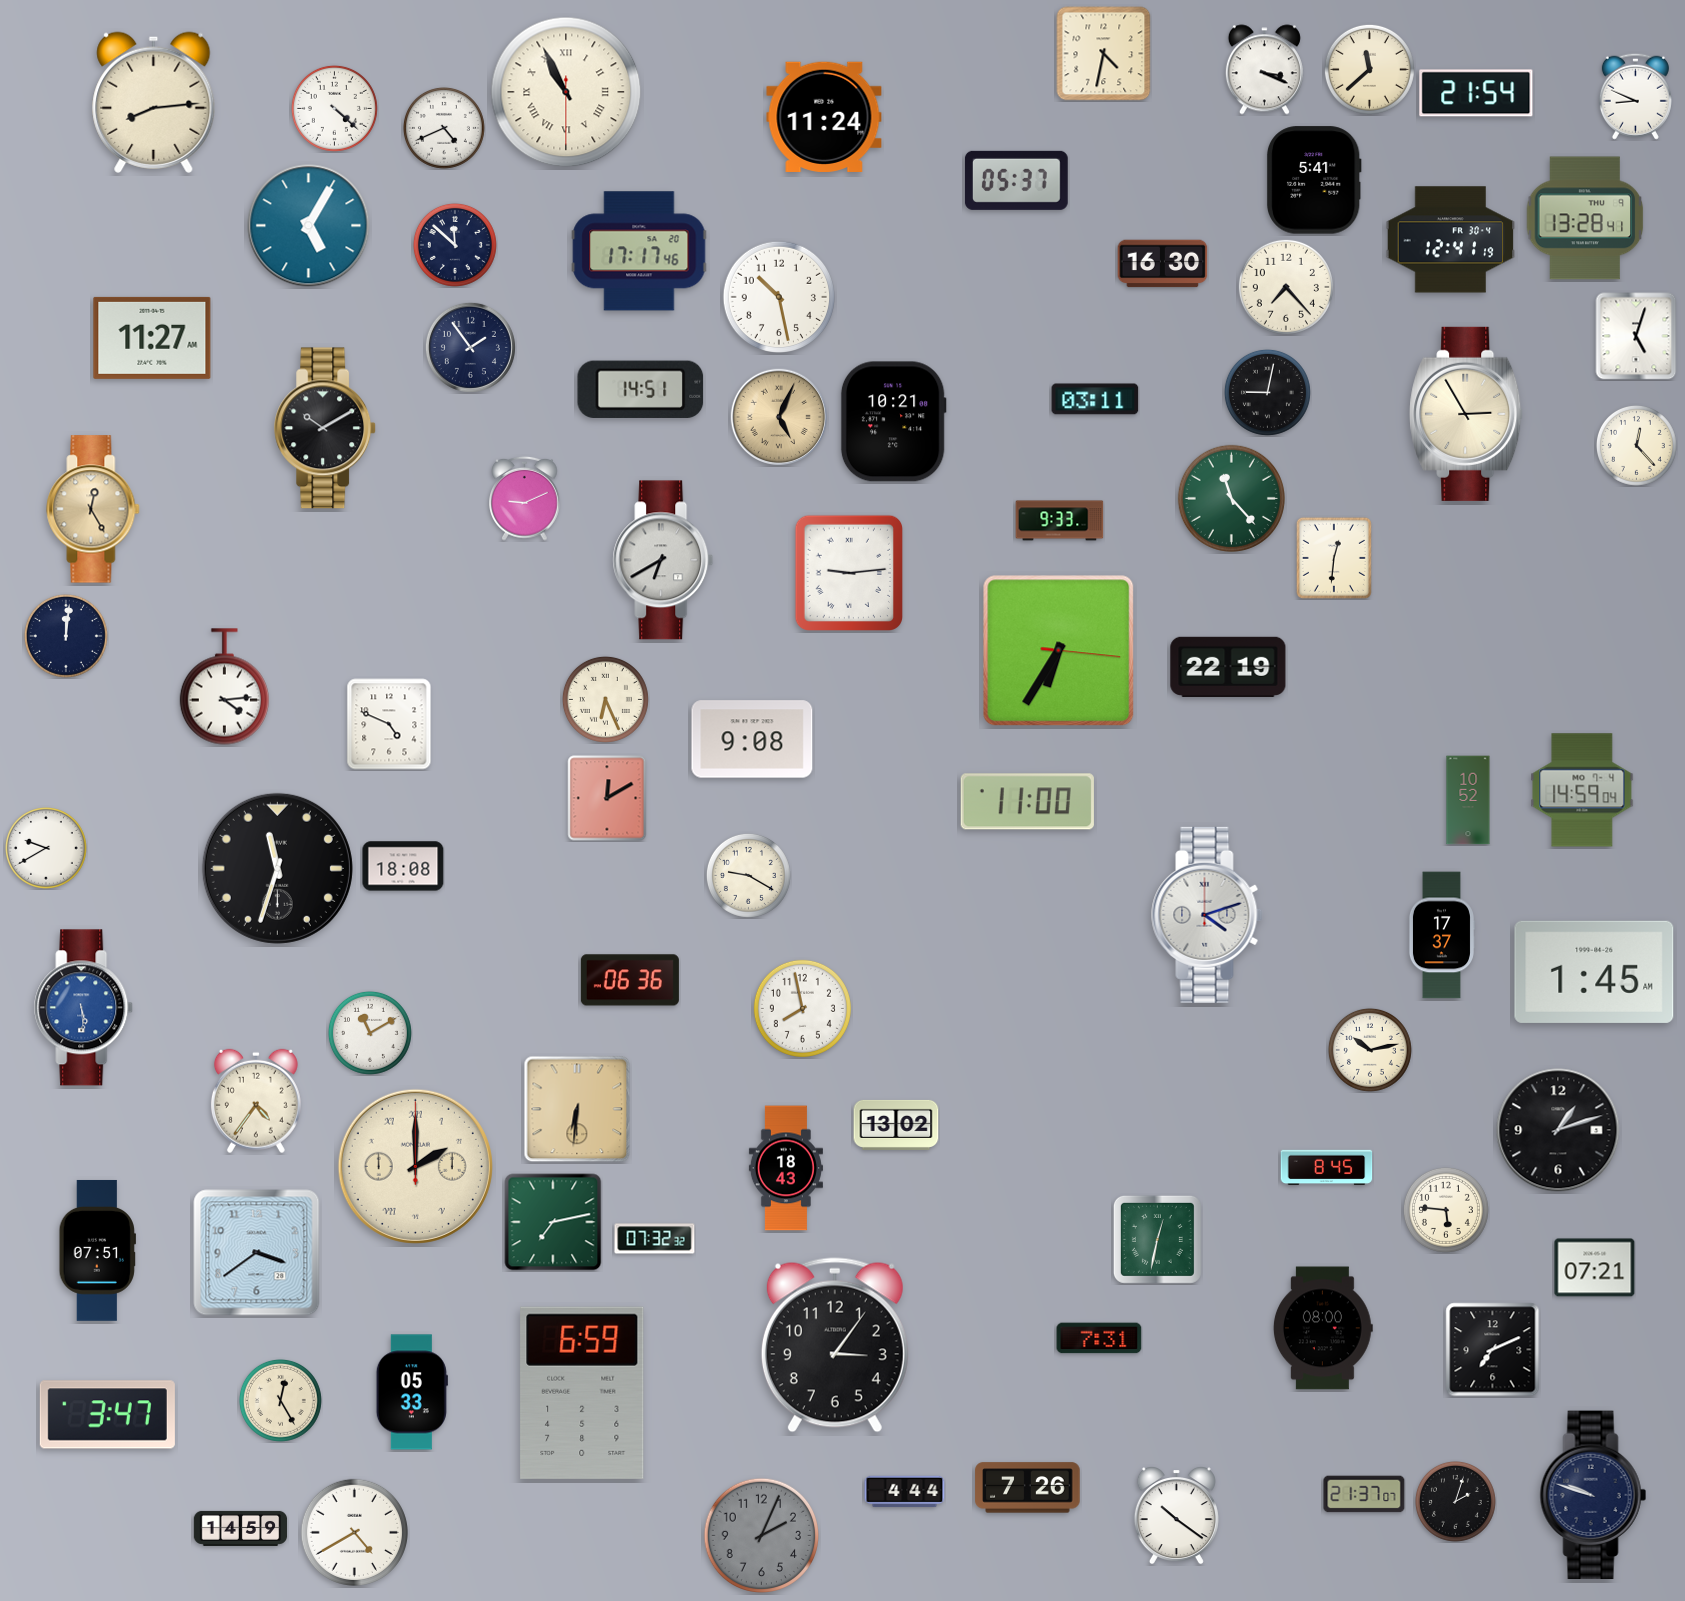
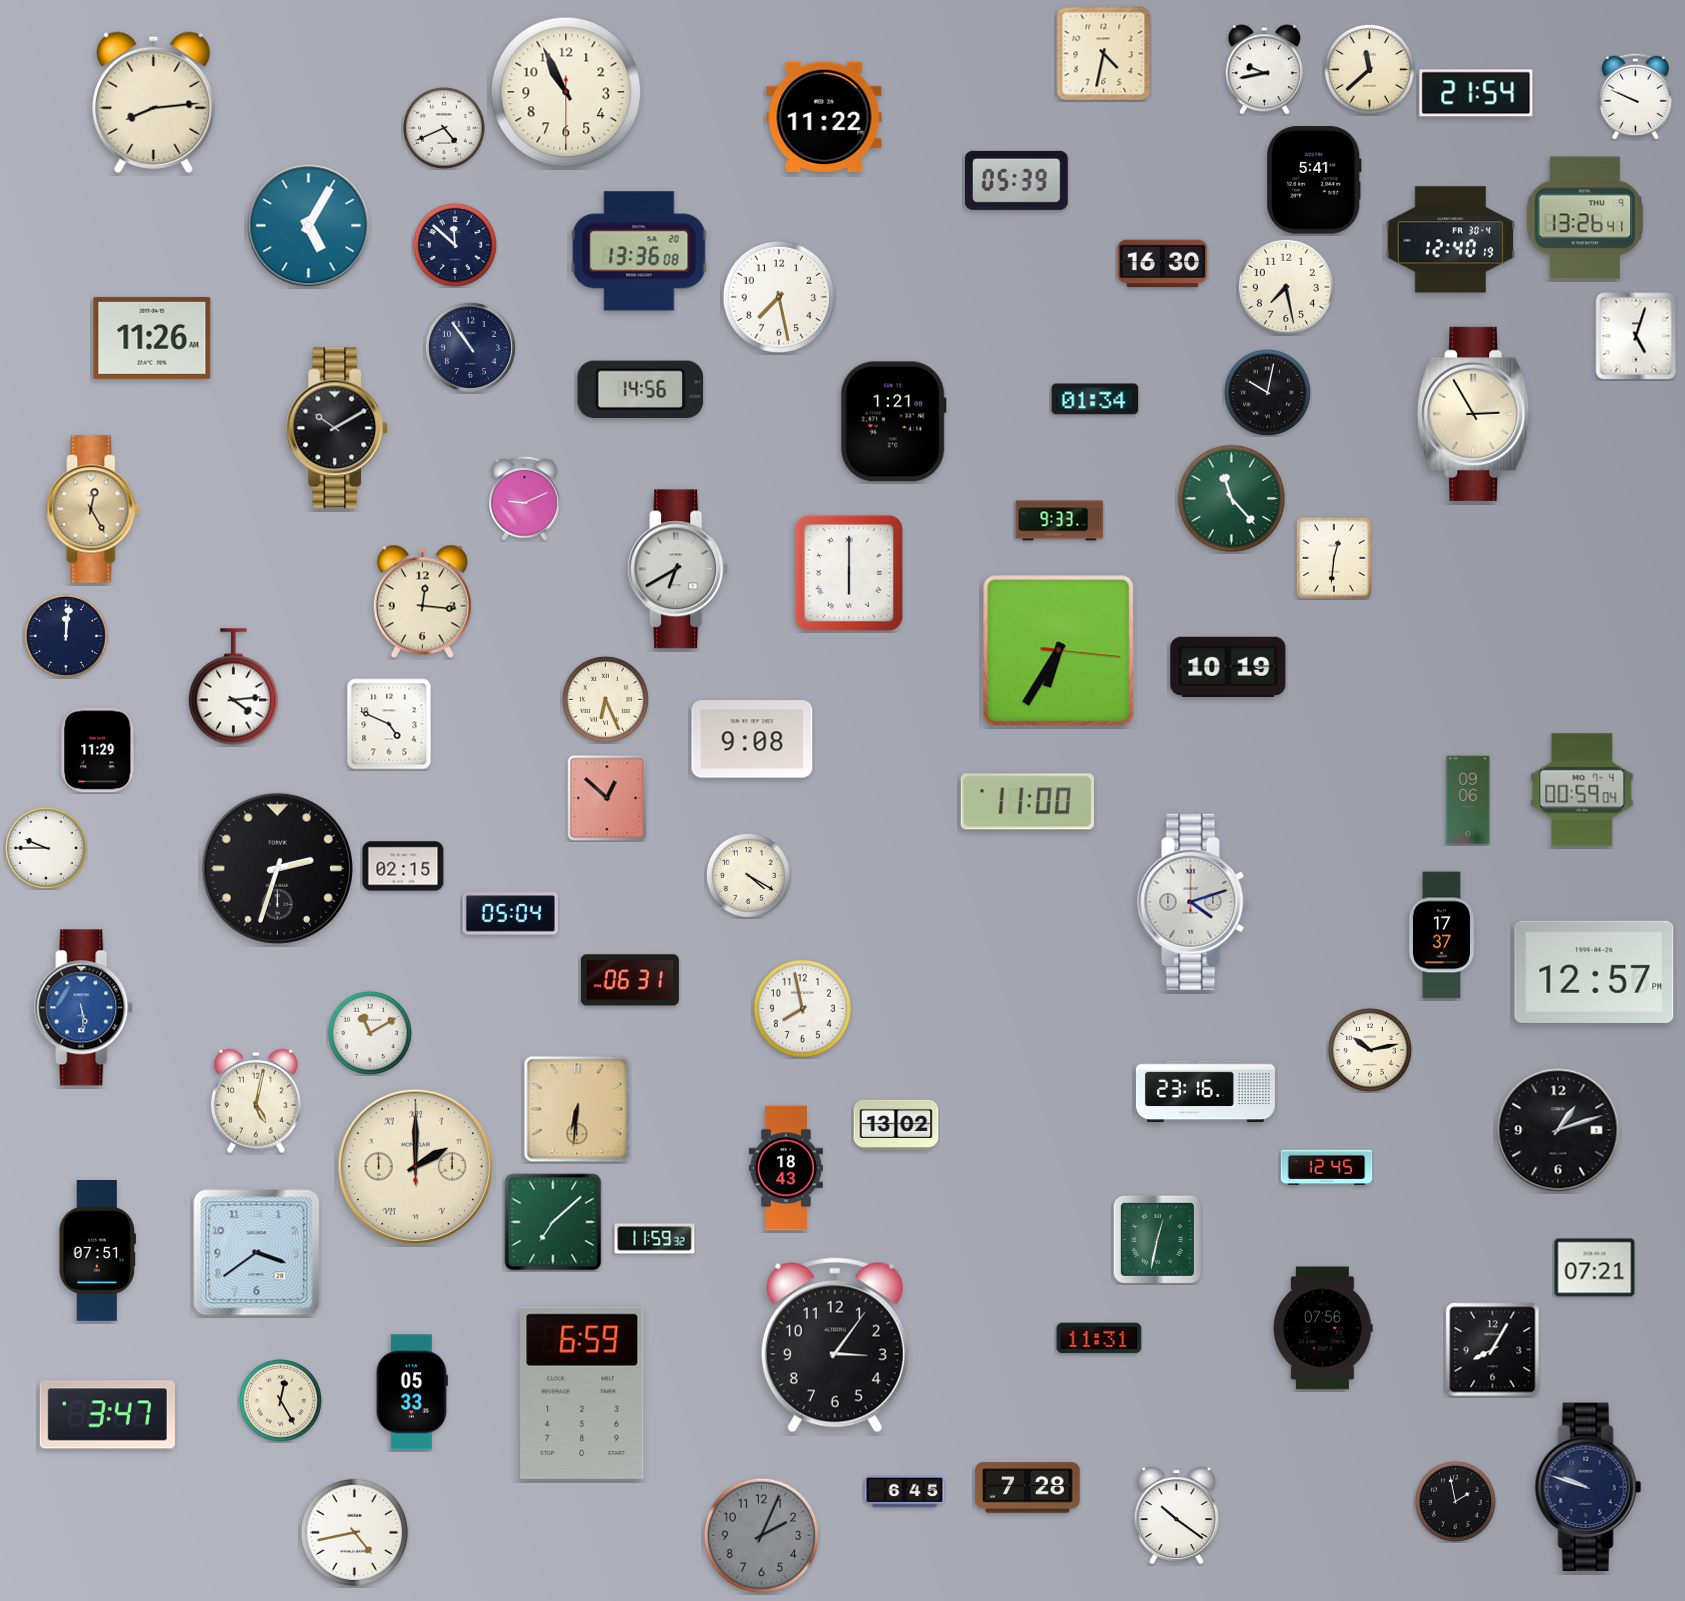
clock at (1264, 70): 3:19 -> 9:43
clock at (566, 92) numerals: Roman -> Arabic
clock at (1635, 96): 8:49 -> 9:49
clock at (334, 108): 4:22 -> none
clock at (824, 116): 11:24 -> 11:22
clock at (1016, 180): 05:37 -> 05:39
clock at (1585, 218): 13:28 -> 13:26
clock at (1451, 240): 12:41 -> 12:40
clock at (639, 251): 17:17 -> 13:36
clock at (1286, 287): 7:23 -> 7:28
clock at (778, 296): 10:28 -> 7:28
clock at (152, 338): 11:27 -> 11:26
clock at (470, 347): 1:54 -> 10:54
clock at (641, 389): 14:51 -> 14:56
clock at (1267, 392): 9:02 -> 10:02
clock at (1095, 399): 03:11 -> 01:34
clock at (1467, 414) position: (1467, 414) -> (1475, 414)
clock at (778, 416): 5:04 -> none
clock at (893, 422): 10:21 -> 1:21
clock at (326, 428) position: (326, 428) -> (338, 428)
clock at (1636, 445): 12:23 -> none
clock at (663, 560) position: (663, 560) -> (678, 569)
clock at (848, 572): 9:14 -> 6:00
clock at (422, 602): none -> 12:16
clock at (1228, 667): 22:19 -> 10:19
clock at (224, 687) position: (224, 687) -> (233, 687)
clock at (98, 750): none -> 11:29
clock at (1582, 790): 14:59 -> 00:59
clock at (607, 798): 12:10 -> 12:52
clock at (1468, 800): 10:52 -> 09:06
clock at (46, 848): 9:40 -> 9:45
clock at (403, 866): 18:08 -> 02:15
clock at (277, 868): 11:33 -> 2:33
clock at (748, 875): 9:20 -> 4:20
clock at (510, 914): none -> 05:04
clock at (1207, 915) position: (1207, 915) -> (1193, 902)
clock at (1594, 972): 1:45 -> 12:57
clock at (630, 980): 06:36 -> 06:31
clock at (1205, 1092): none -> 23:16
clock at (256, 1101): 4:36 -> 5:02
clock at (1327, 1168): 8:45 -> 12:45
clock at (1446, 1210): 5:46 -> none
clock at (553, 1222): 7:13 -> 7:08
clock at (655, 1239): 07:32 -> 11:59
clock at (1323, 1328): 08:00 -> 07:56
clock at (1099, 1338): 7:31 -> 11:31
clock at (1493, 1350): 7:11 -> 8:05
clock at (1028, 1488): 7:26 -> 7:28
clock at (905, 1492): 4:44 -> 6:45
clock at (1364, 1494): 21:37 -> none
clock at (1593, 1495) position: (1593, 1495) -> (1588, 1487)
clock at (1455, 1501): 2:03 -> 1:58
clock at (241, 1528): 14:59 -> none
clock at (354, 1532): 4:40 -> 4:43
